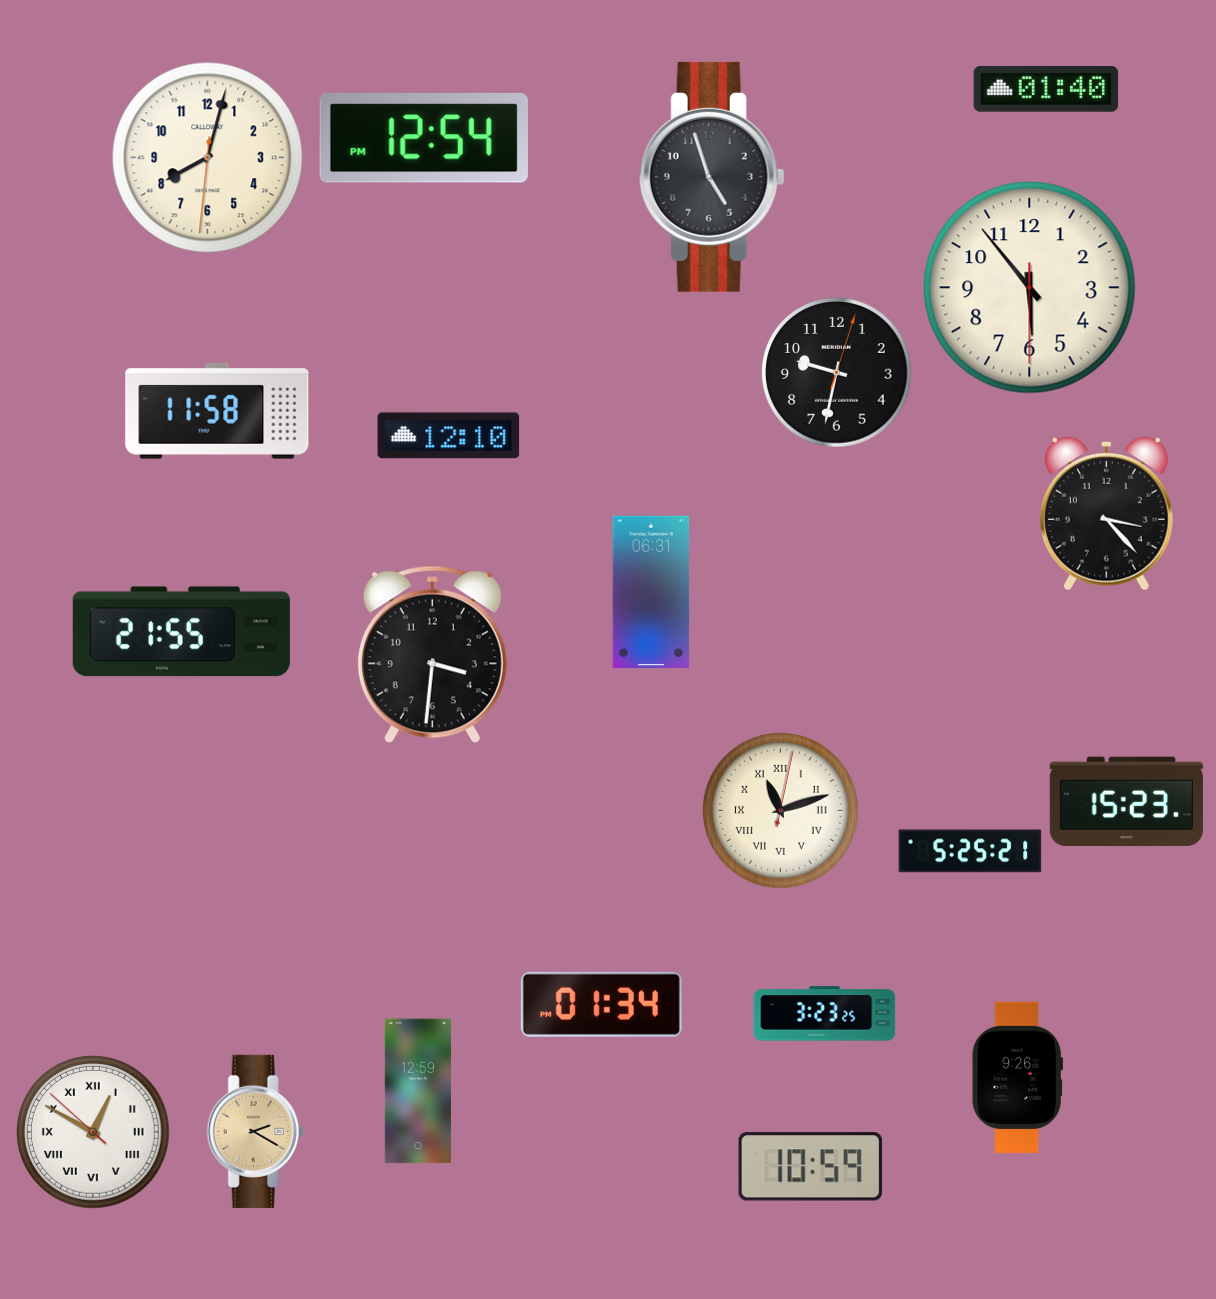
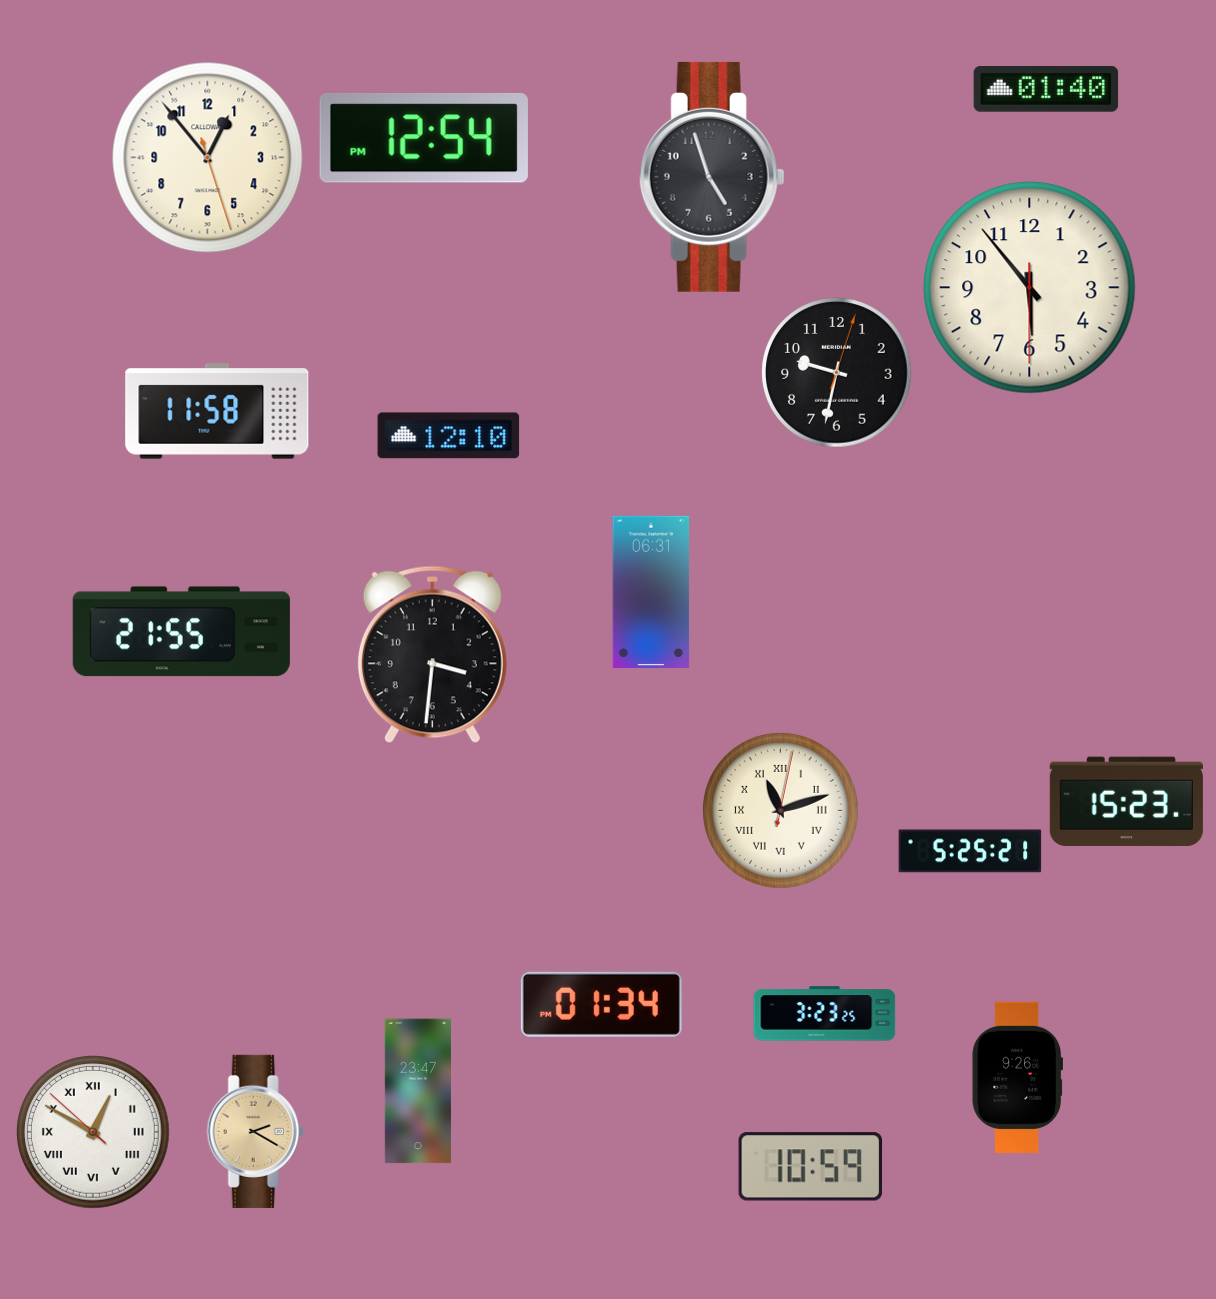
clock at (208, 158): 8:02 -> 12:53
clock at (1106, 513): 3:23 -> none
clock at (418, 1091): 12:59 -> 23:47
